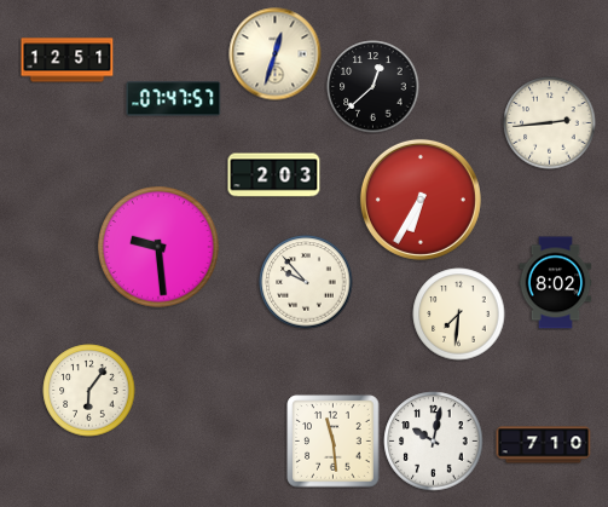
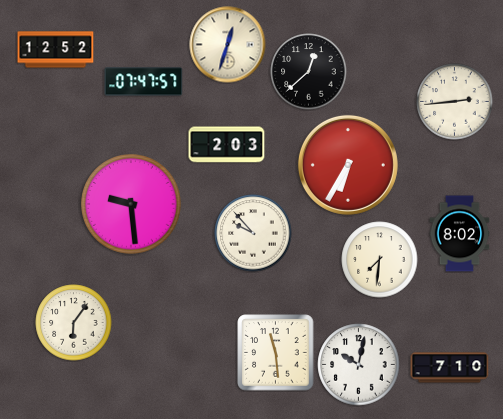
clock at (68, 61): 12:51 -> 12:52
clock at (334, 442) position: (334, 442) -> (276, 353)
